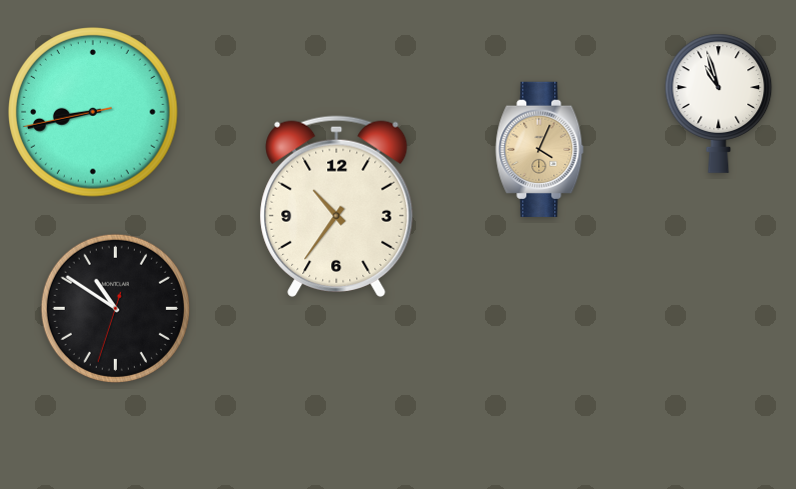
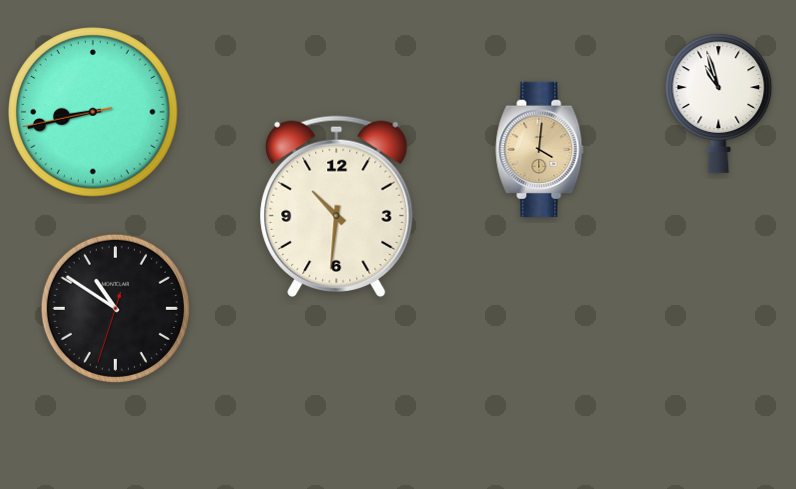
clock at (540, 149): 4:04 -> 4:01
clock at (337, 206): 10:36 -> 10:31
